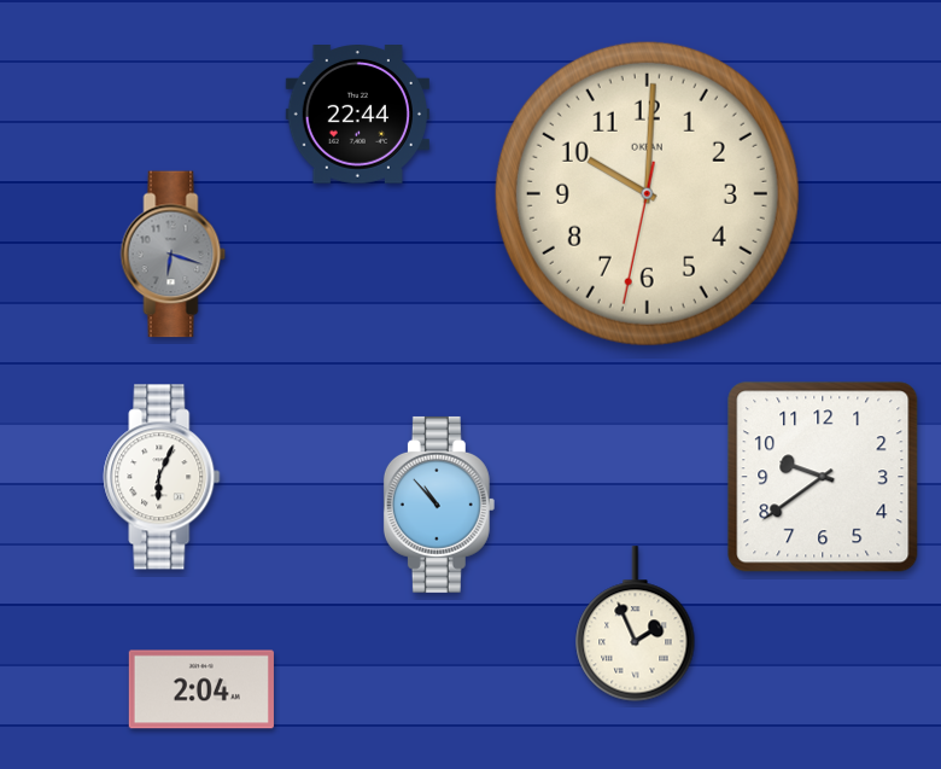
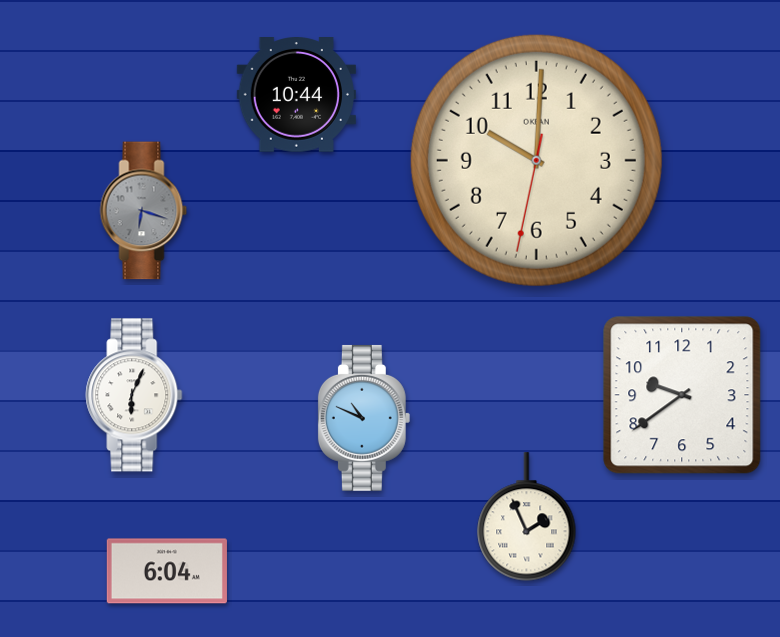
clock at (357, 115): 22:44 -> 10:44
clock at (439, 505): 10:53 -> 10:49
clock at (201, 689): 2:04 -> 6:04
